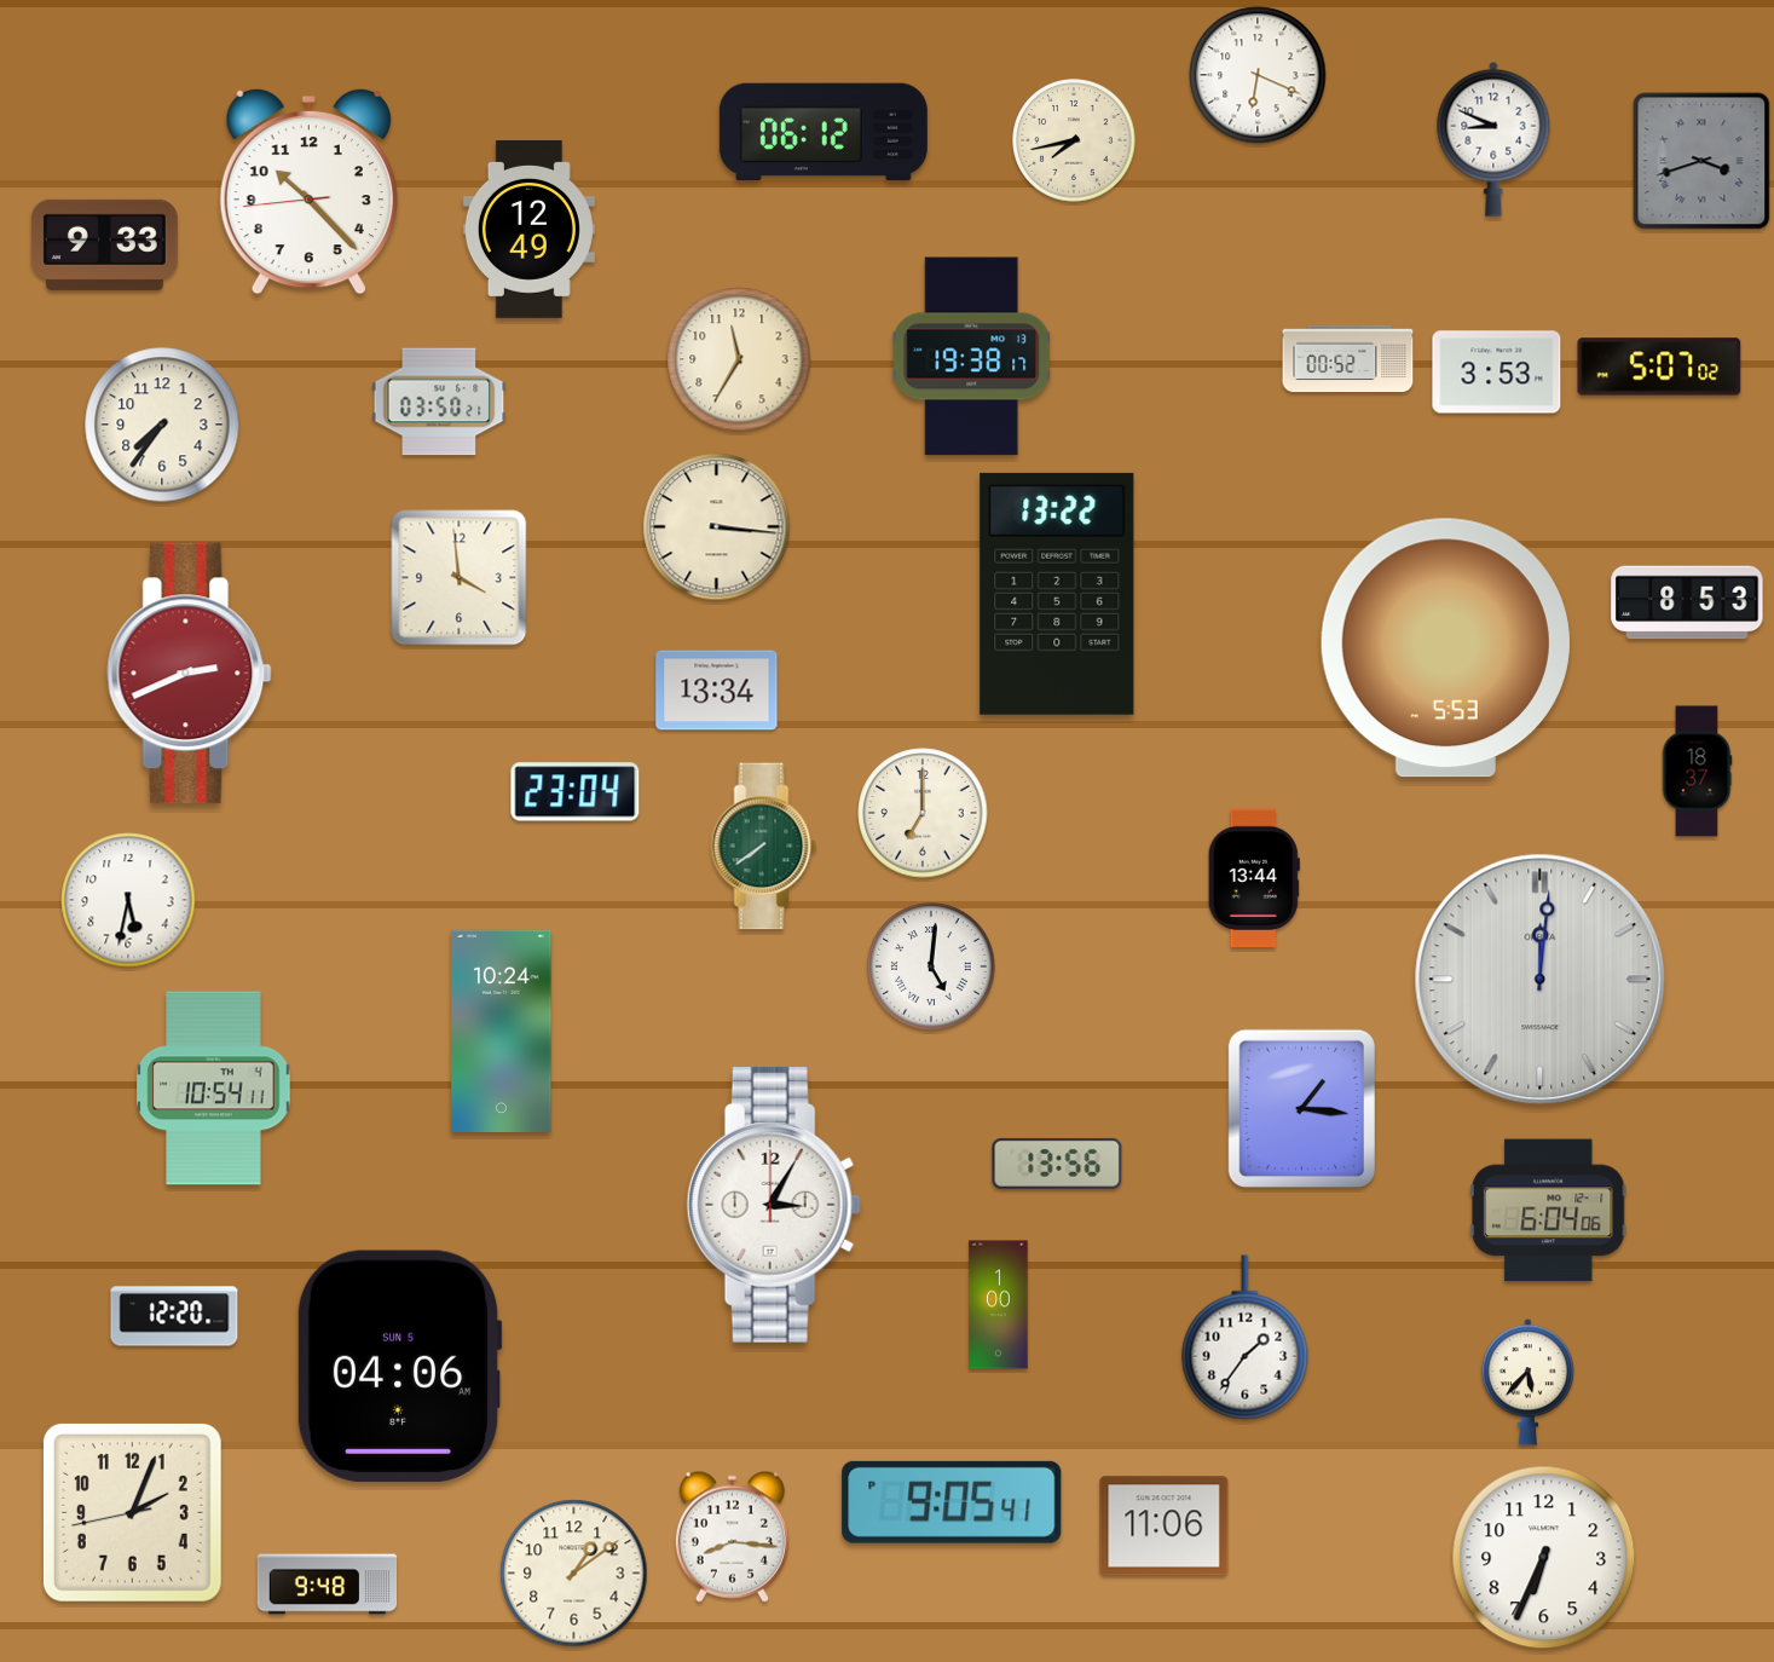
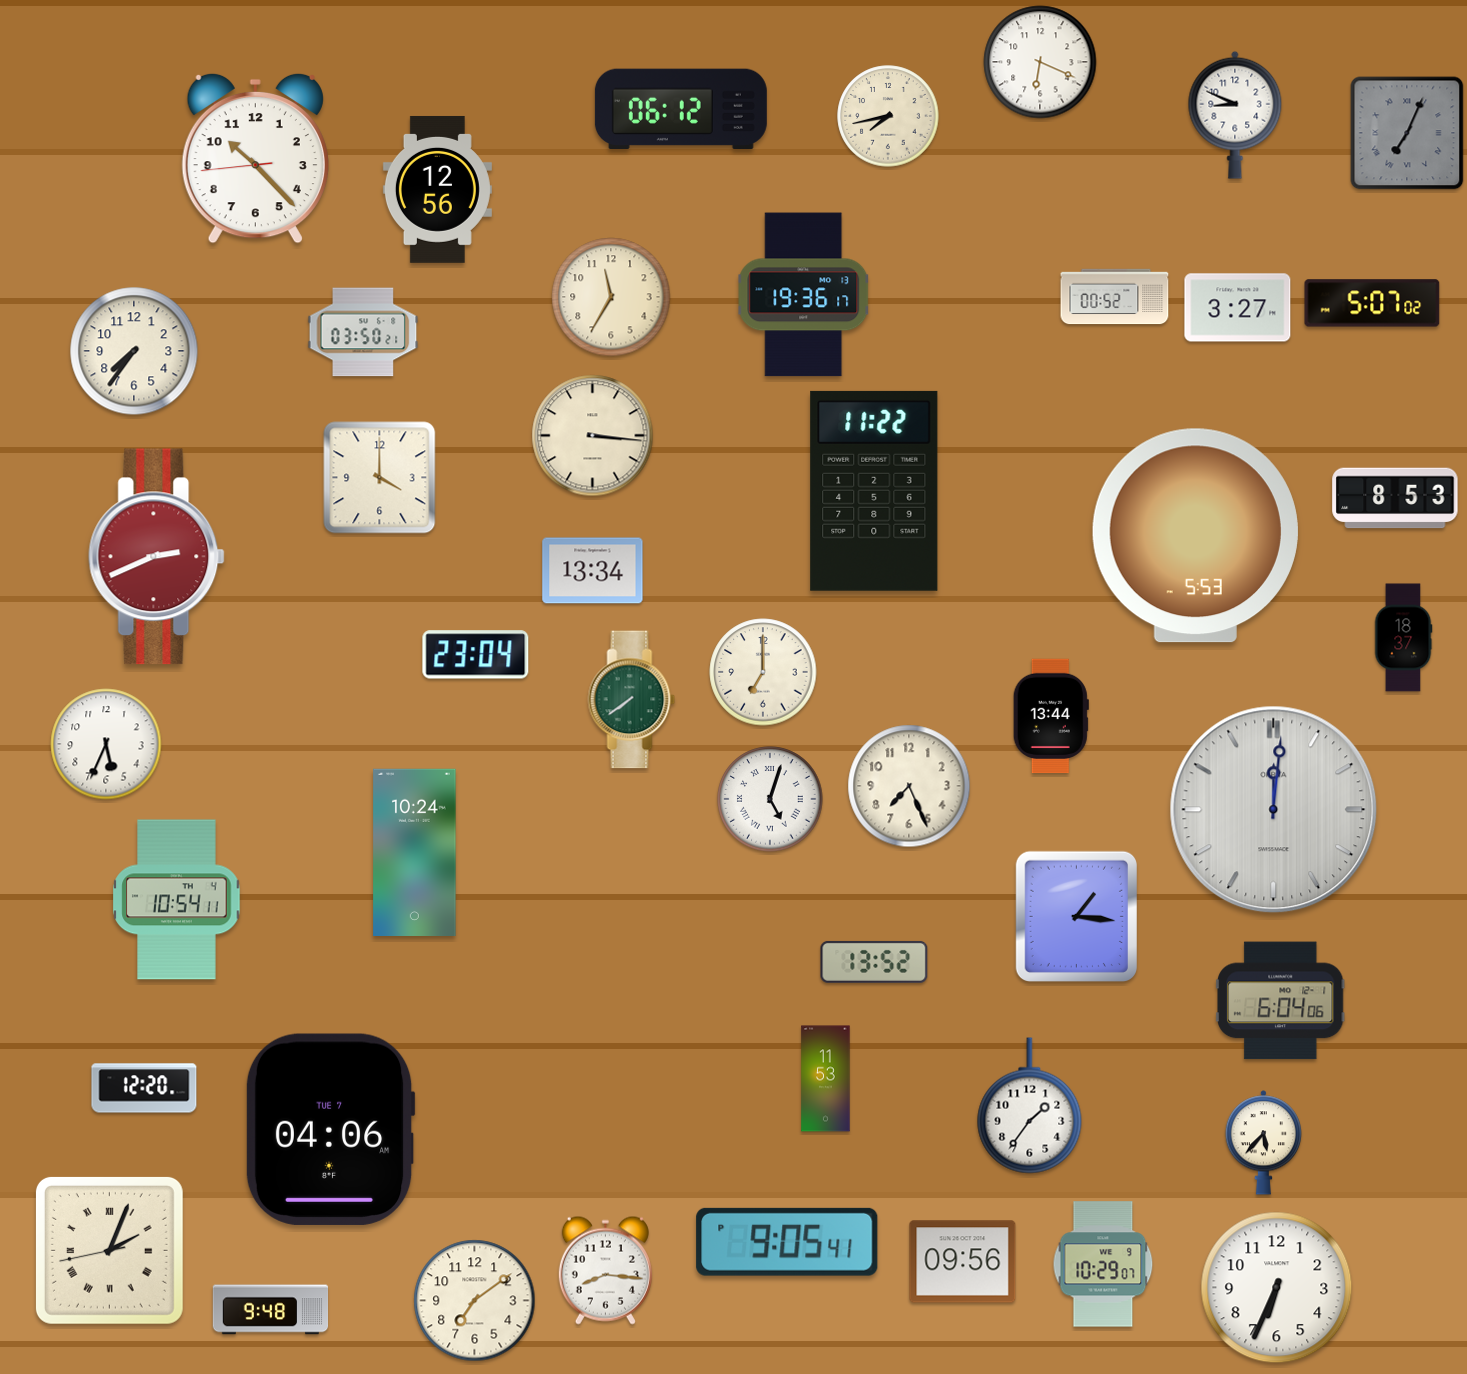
clock at (1701, 161): 3:42 -> 7:04
clock at (528, 229): 12:49 -> 12:56
clock at (104, 244): 9:33 -> none
clock at (972, 357): 19:38 -> 19:36
clock at (1497, 373): 3:53 -> 3:27
clock at (460, 578): 3:59 -> 4:00
clock at (1057, 594): 13:22 -> 11:22
clock at (1254, 878) position: (1254, 878) -> (1051, 716)
clock at (128, 900): 5:32 -> 5:34
clock at (909, 786): none -> 7:26
clock at (931, 966): 5:01 -> 5:03
clock at (1057, 1164): 13:56 -> 13:52
clock at (774, 1205): 3:05 -> none
clock at (999, 1305): 1:00 -> 11:53
clock at (399, 1366) date: SUN 5 -> TUE 7
clock at (132, 1512) numerals: Arabic -> Roman
clock at (1165, 1527): 11:06 -> 09:56
clock at (1103, 1264): none -> 10:29
clock at (574, 1574): 1:09 -> 7:09
